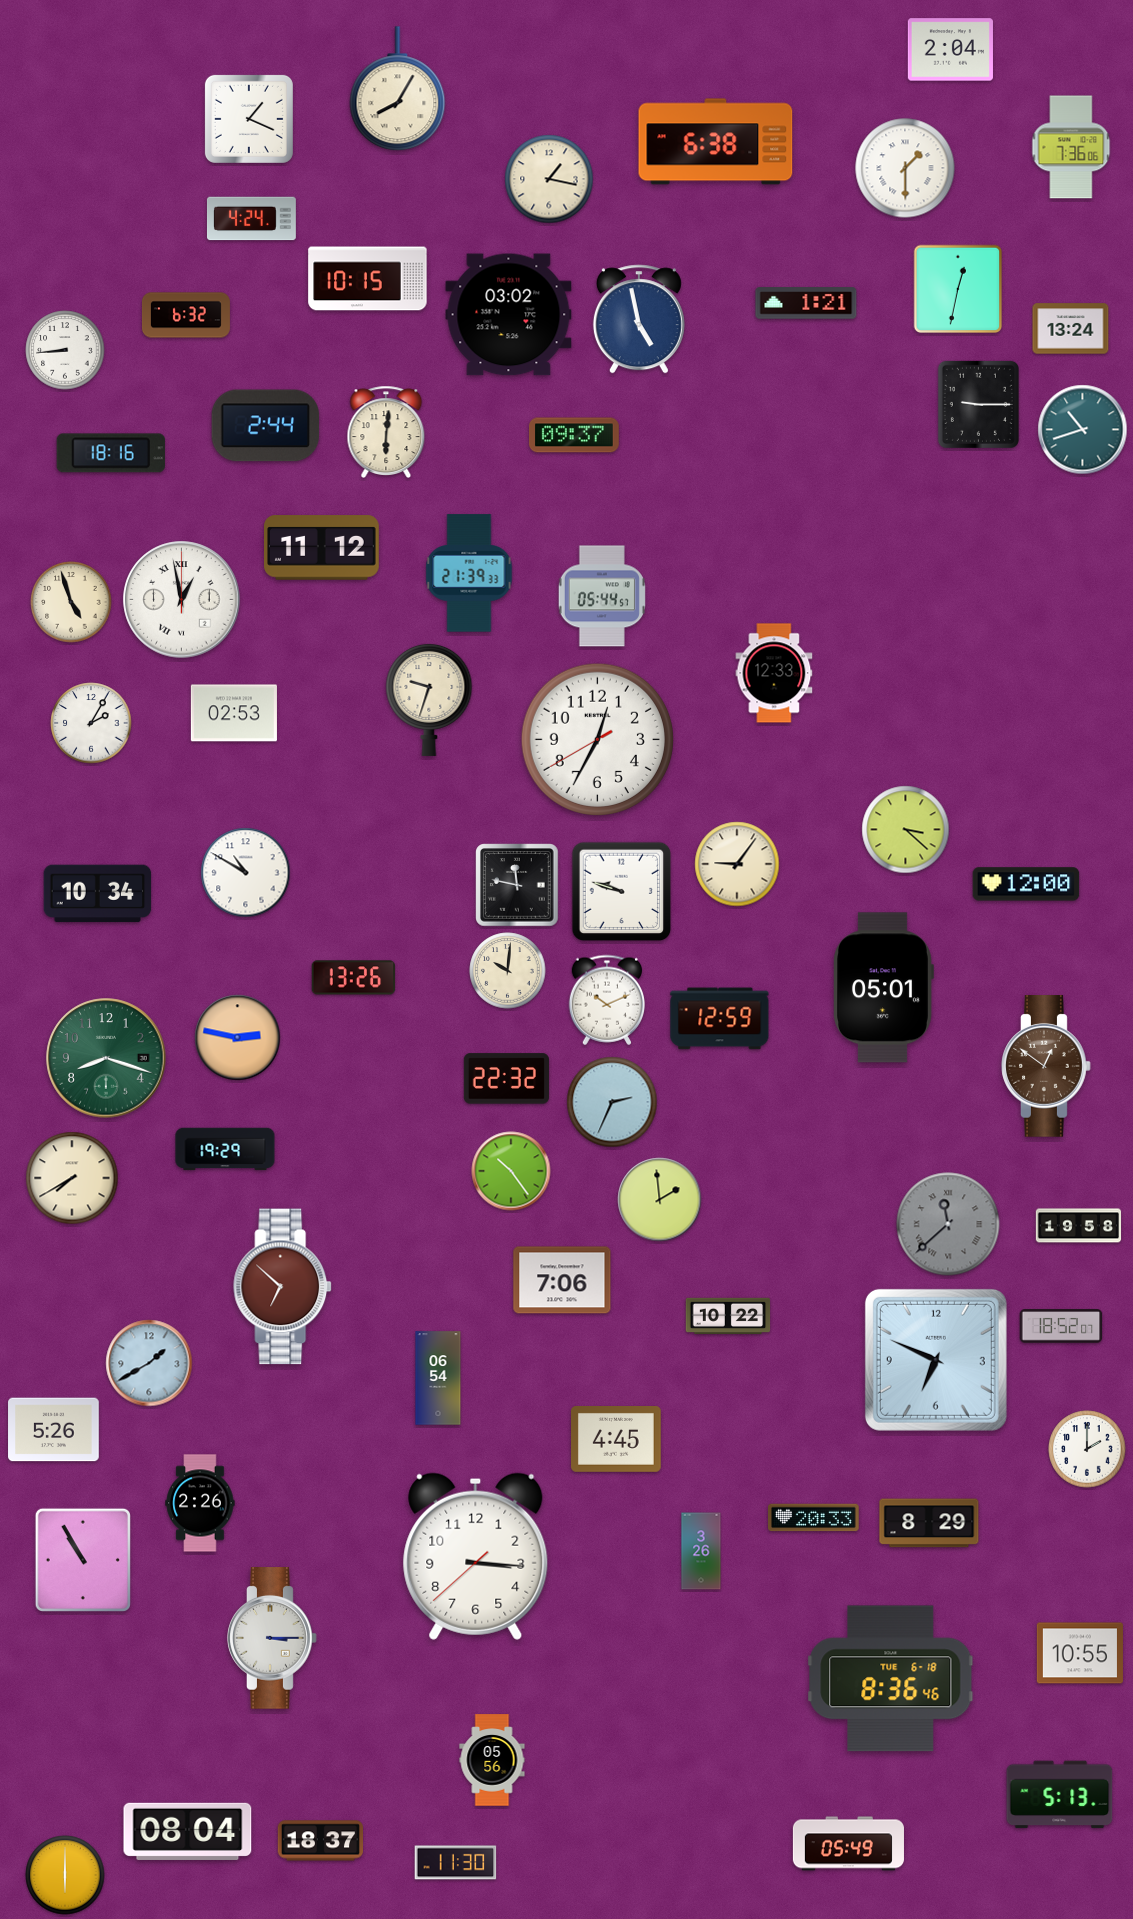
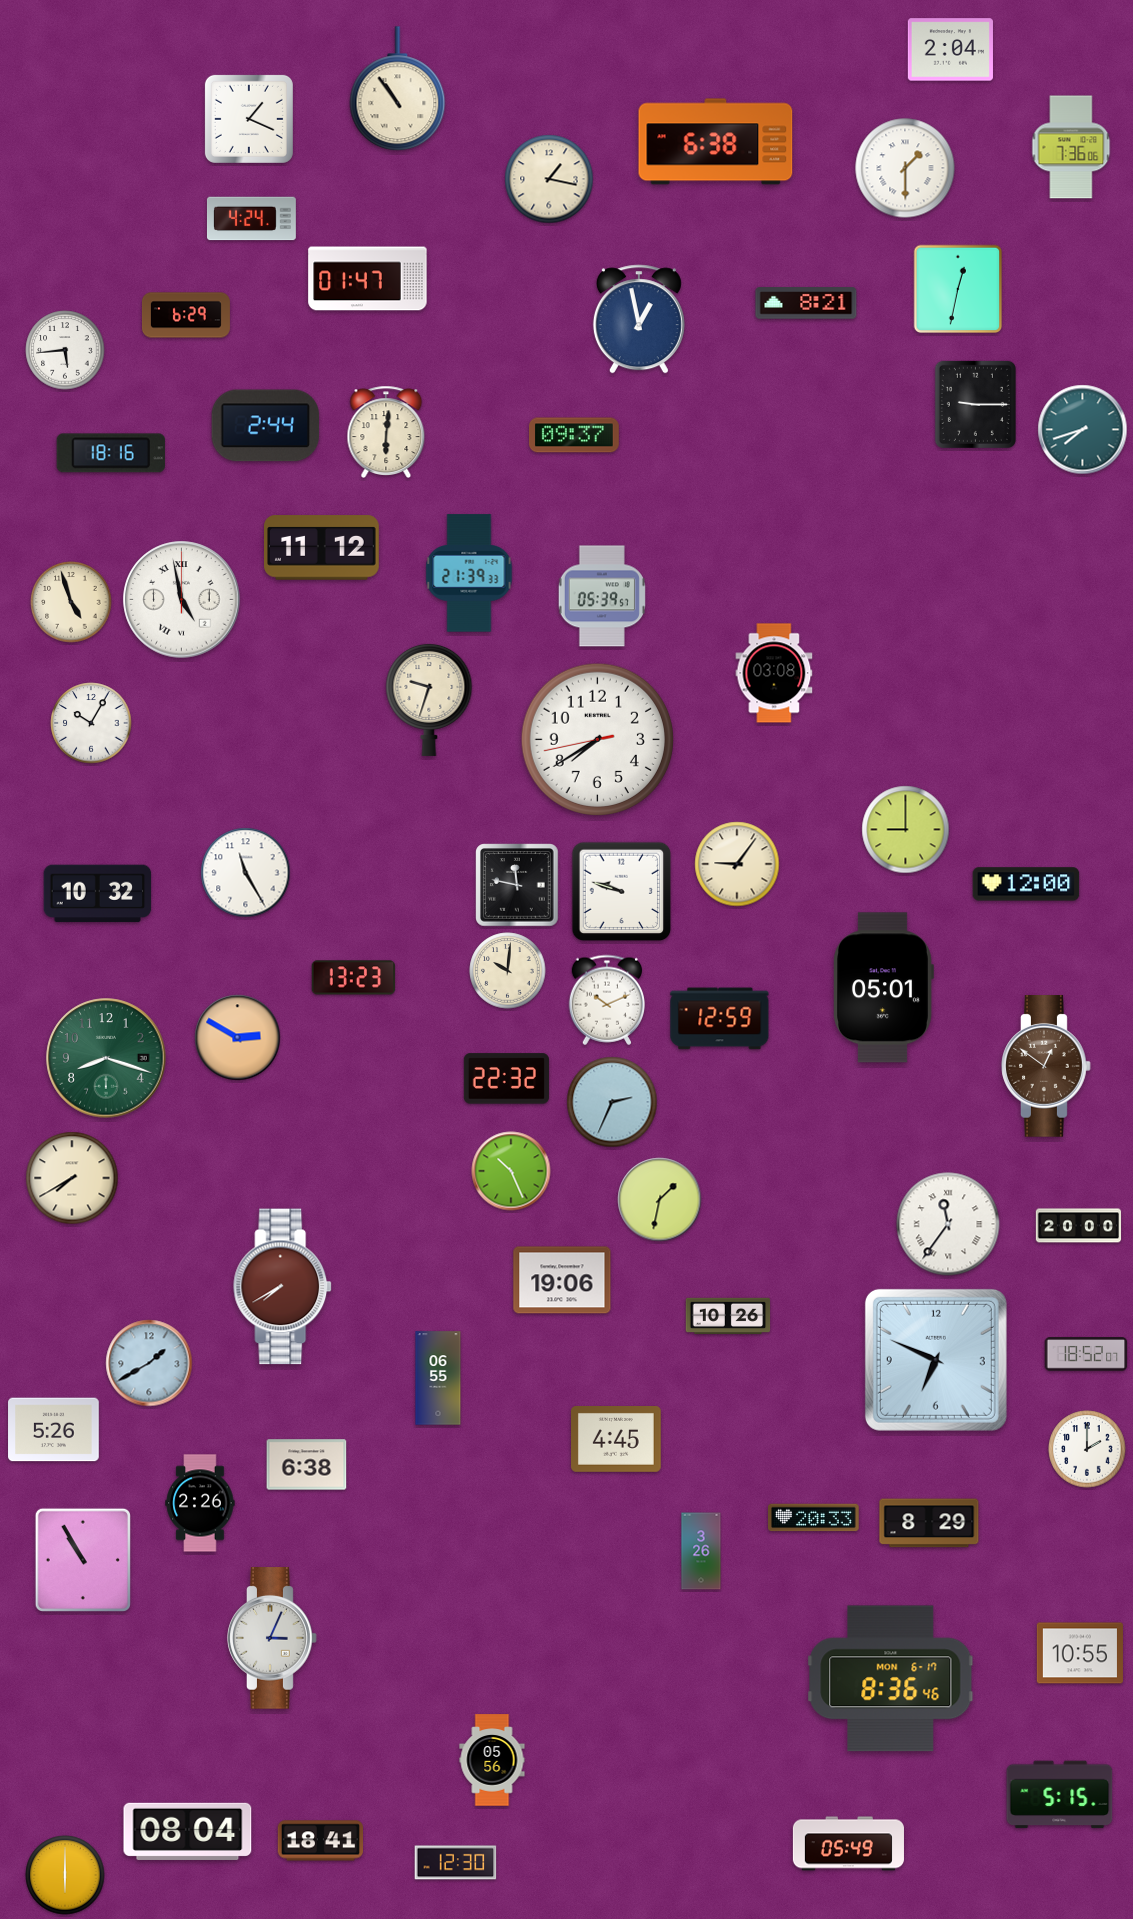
clock at (398, 89): 8:05 -> 10:54
clock at (368, 279): 10:15 -> 01:47
clock at (806, 303): 1:21 -> 8:21
clock at (186, 315): 6:32 -> 6:29
clock at (509, 315): 03:02 -> none
clock at (639, 319): 4:58 -> 12:58
clock at (1071, 329): 13:24 -> none
clock at (65, 350): 8:44 -> 5:44
clock at (978, 404) position: (978, 404) -> (975, 404)
clock at (1083, 430): 10:42 -> 7:42
clock at (602, 596): 05:44 -> 05:39
clock at (182, 600): 12:58 -> 4:58
clock at (774, 673): 12:33 -> 03:08
clock at (234, 713): 02:53 -> none
clock at (91, 723): 2:05 -> 10:05
clock at (597, 739): 12:34 -> 7:39
clock at (906, 830): 3:22 -> 9:00
clock at (246, 873): 10:50 -> 11:25
clock at (98, 894): 10:34 -> 10:32
clock at (354, 978): 13:26 -> 13:23
clock at (238, 1038): 2:47 -> 2:50
clock at (225, 1149): 19:29 -> none
clock at (511, 1171): 10:24 -> 10:26
clock at (660, 1200): 1:59 -> 1:32
clock at (948, 1224): 11:38 -> 11:36
clock at (948, 1224) dial: grey -> white
clock at (1079, 1226): 19:58 -> 20:00
clock at (562, 1280): 7:06 -> 19:06
clock at (283, 1287): 6:52 -> 7:40
clock at (728, 1316): 10:22 -> 10:26
clock at (1061, 1326) position: (1061, 1326) -> (1086, 1354)
clock at (438, 1378): 06:54 -> 06:55
clock at (307, 1465): none -> 6:38
clock at (476, 1556): 3:15 -> none
clock at (272, 1638): 3:15 -> 3:04
clock at (891, 1679) date: TUE 6-18 -> MON 6-17
clock at (1060, 1795): 5:13 -> 5:15
clock at (320, 1841): 18:37 -> 18:41
clock at (456, 1863): 11:30 -> 12:30
